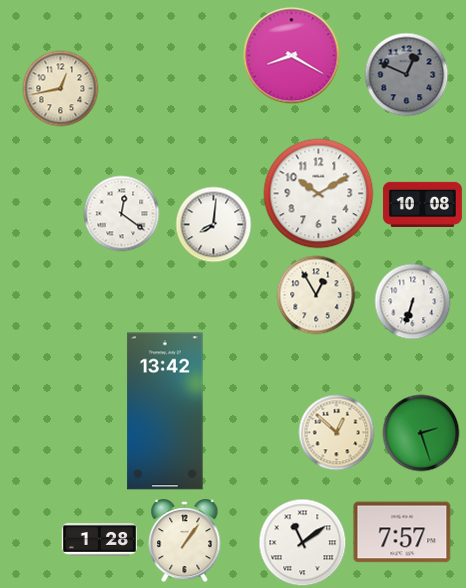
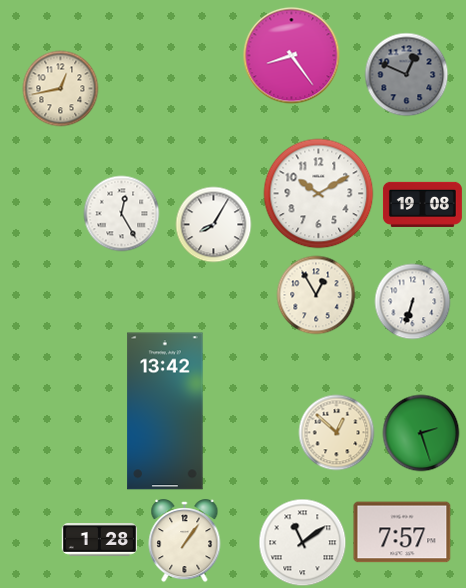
clock at (292, 56): 8:20 -> 8:24
clock at (422, 204): 10:08 -> 19:08
clock at (122, 214): 12:21 -> 12:25
clock at (214, 225): 8:01 -> 8:05
